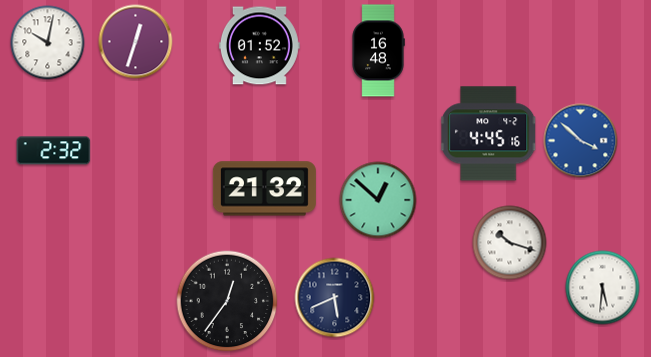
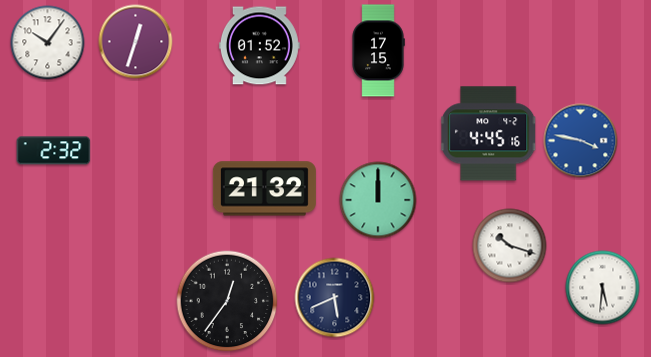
clock at (48, 43): 10:02 -> 10:06
clock at (378, 51): 16:48 -> 17:15
clock at (581, 141): 3:52 -> 3:47
clock at (378, 200): 12:52 -> 12:00
clock at (510, 243) position: (510, 243) -> (510, 246)
